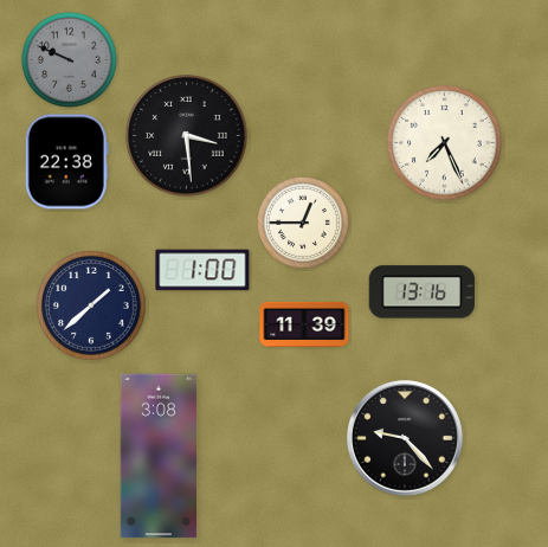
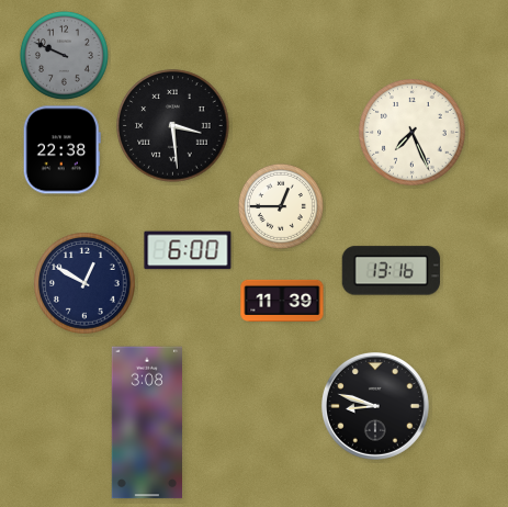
clock at (202, 270): 1:00 -> 6:00
clock at (91, 305): 1:38 -> 12:50
clock at (405, 438): 9:23 -> 8:48
